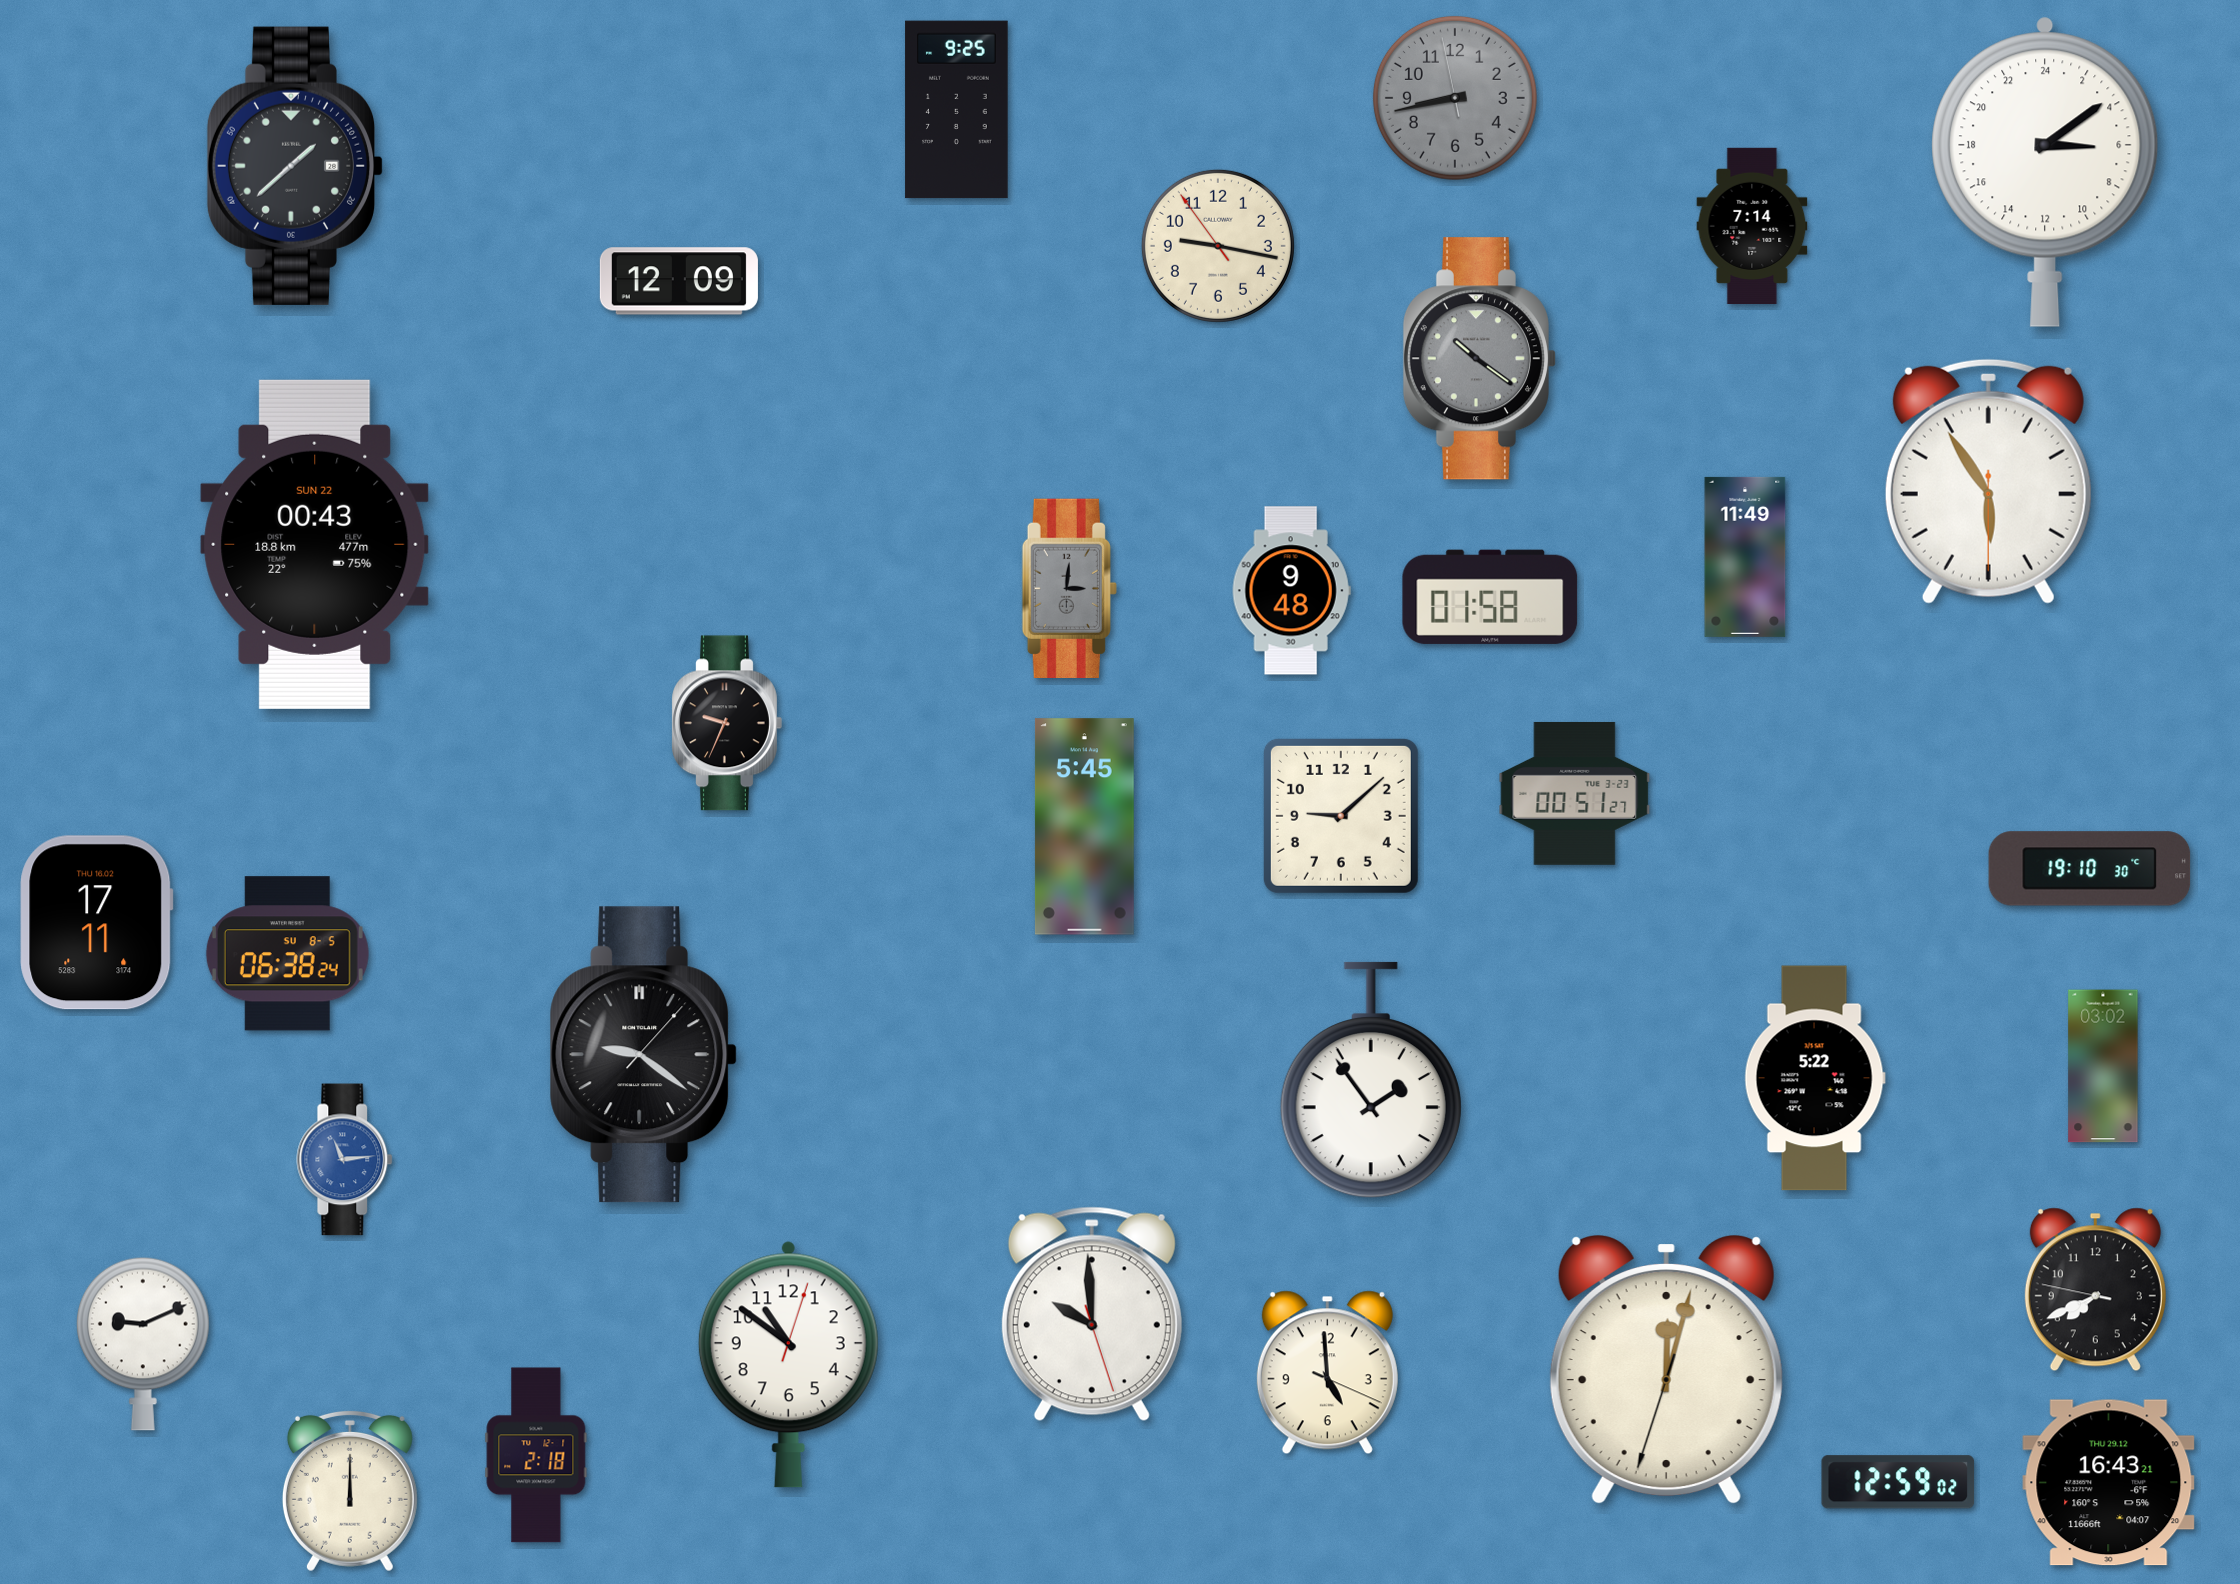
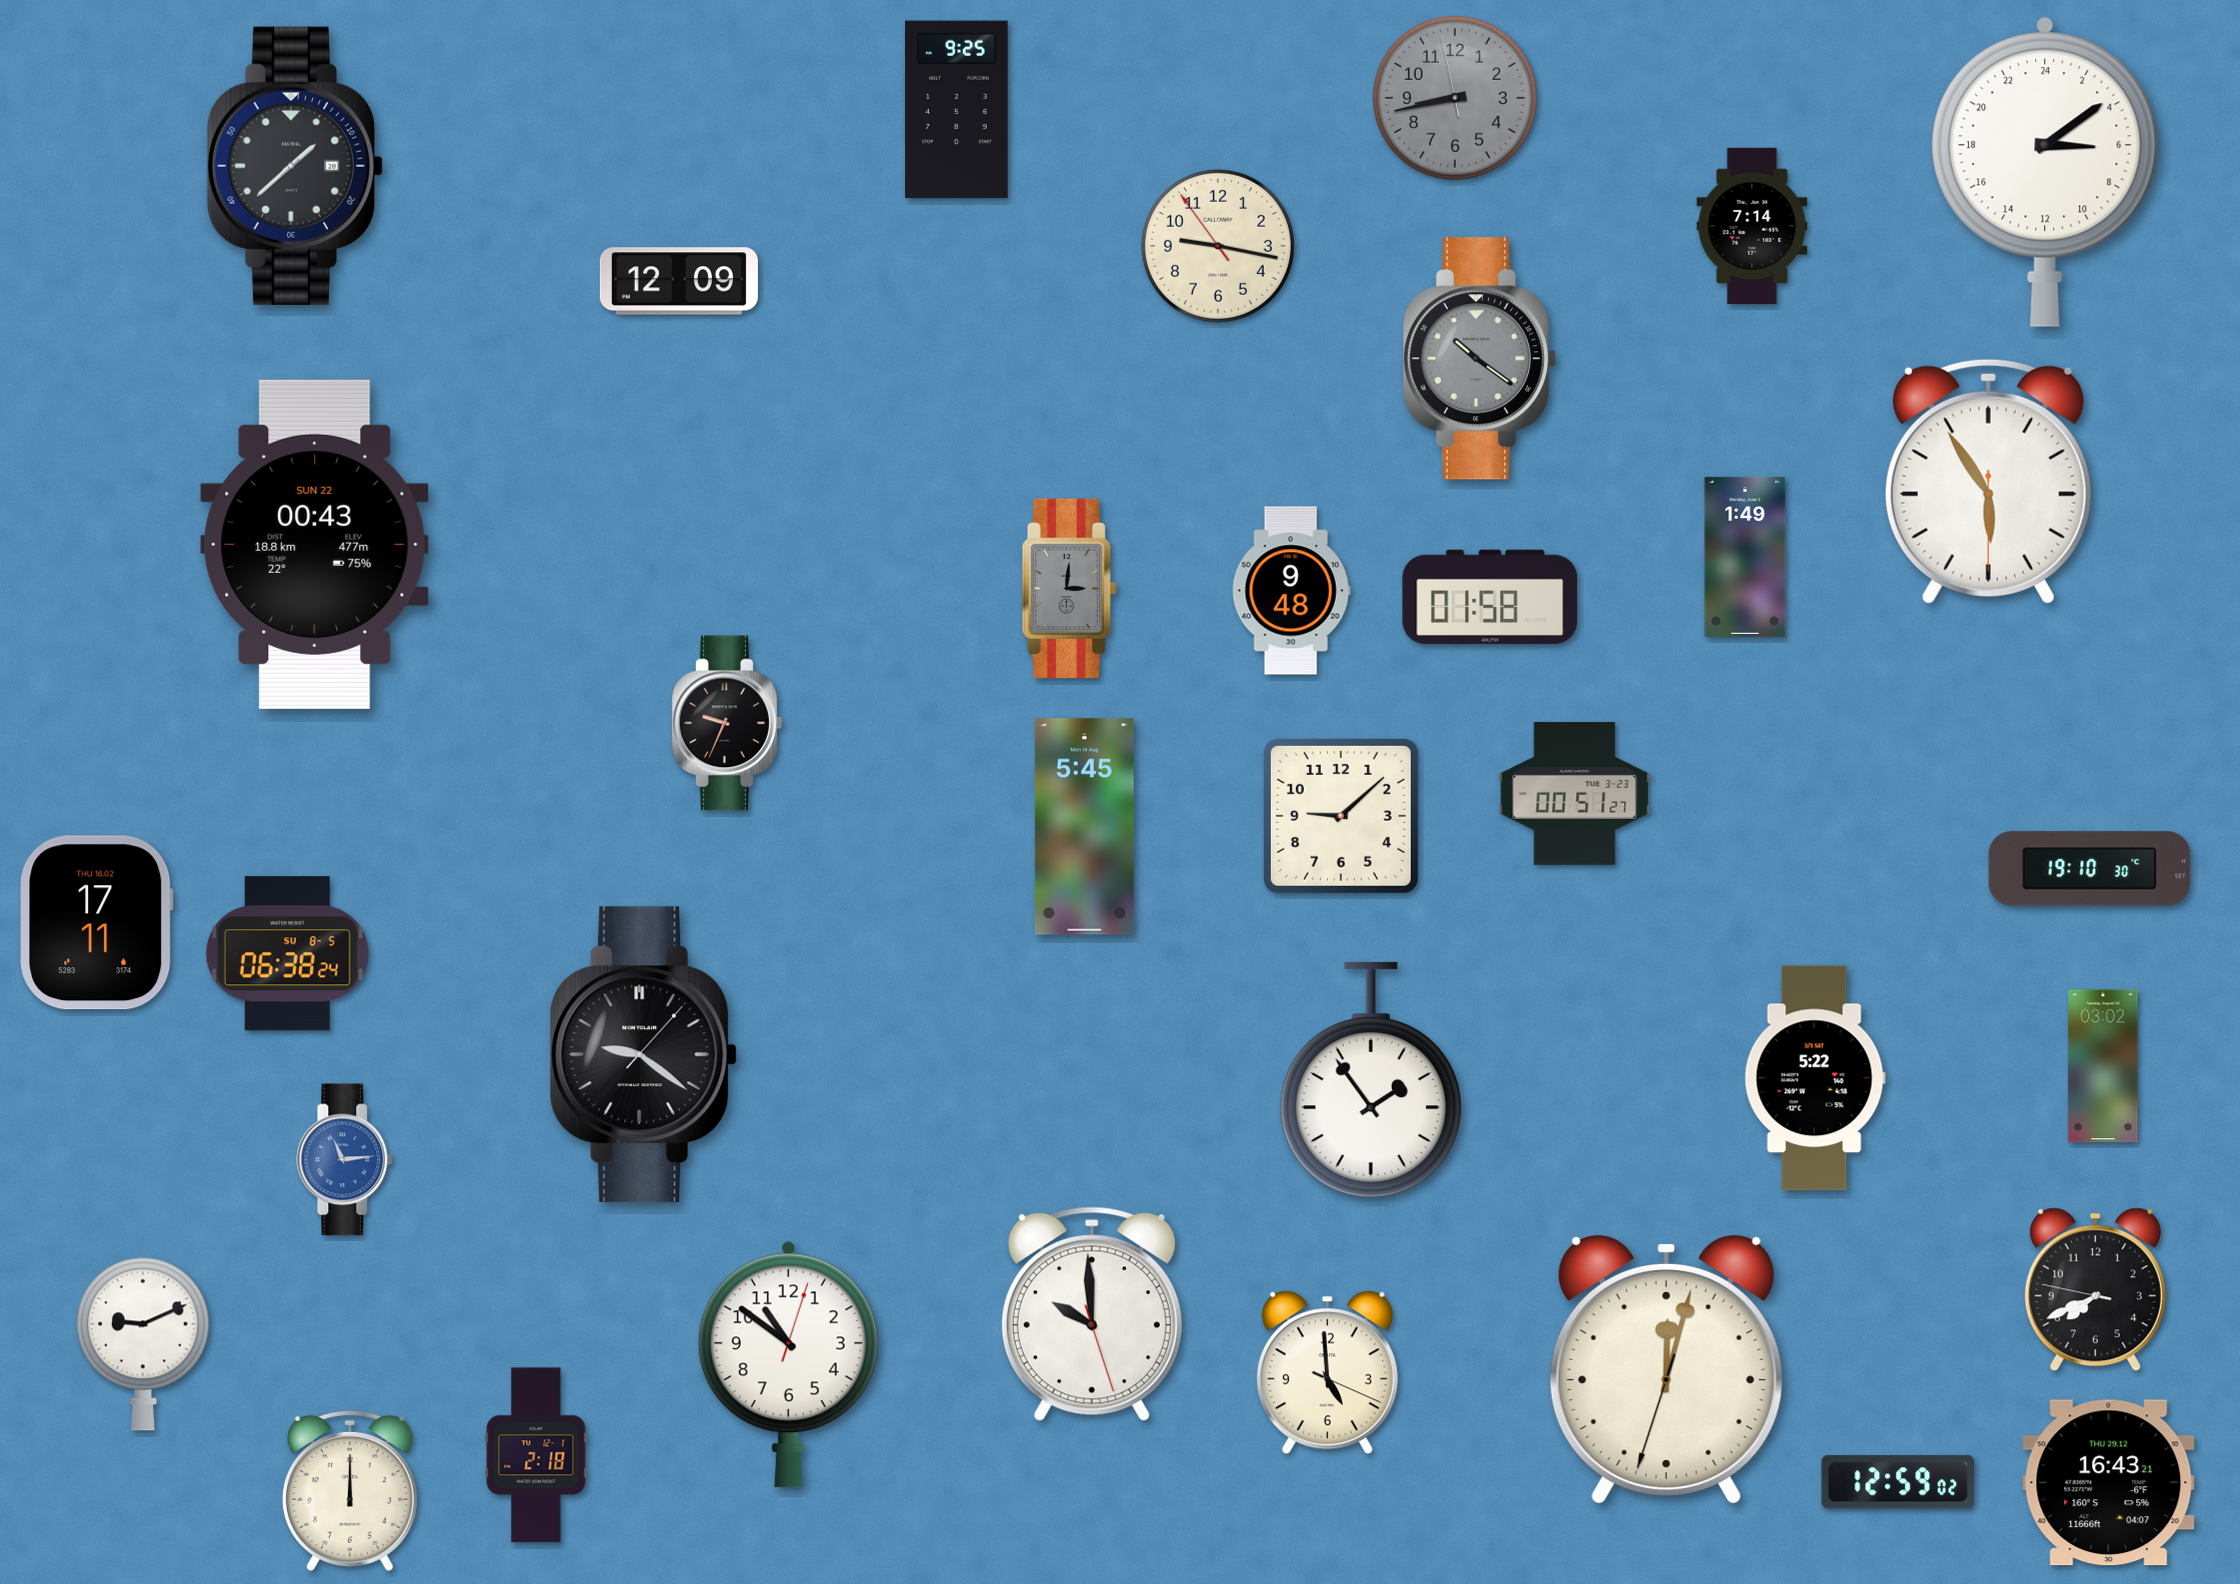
clock at (1745, 557): 11:49 -> 1:49
